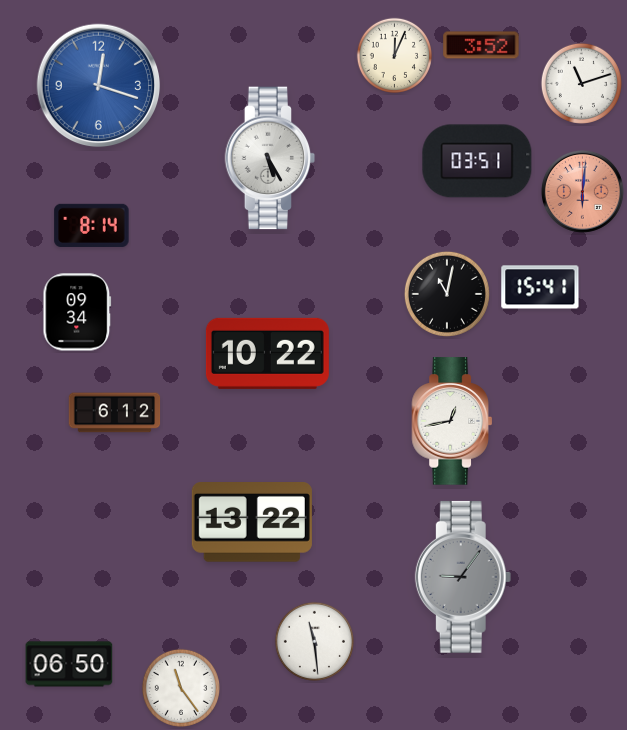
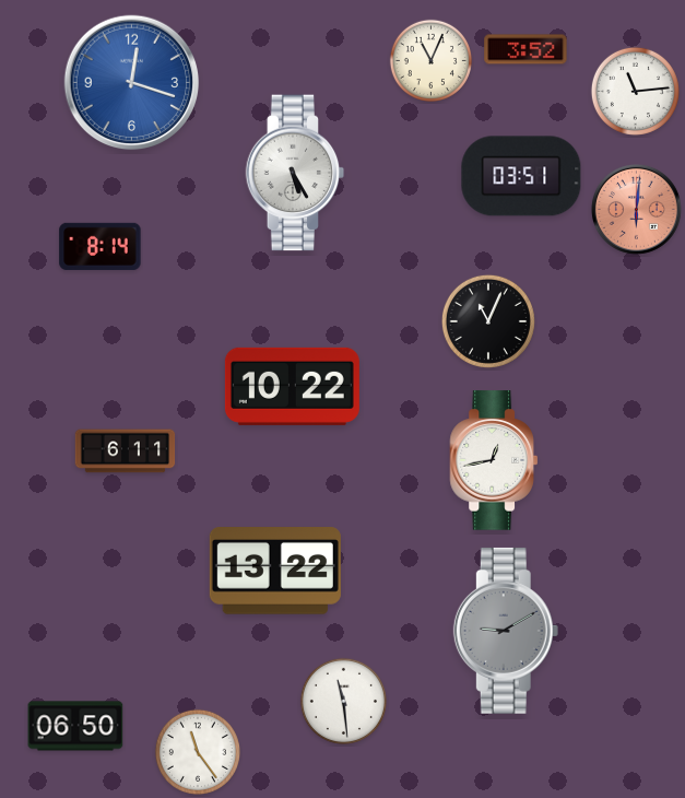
clock at (394, 55): 12:04 -> 11:04
clock at (581, 83): 11:12 -> 11:14
clock at (99, 86) position: (99, 86) -> (132, 83)
clock at (540, 287): 15:41 -> none
clock at (447, 294): 11:02 -> 11:04
clock at (77, 312): 09:34 -> none
clock at (115, 413): 6:12 -> 6:11
clock at (463, 577): 9:06 -> 9:10
